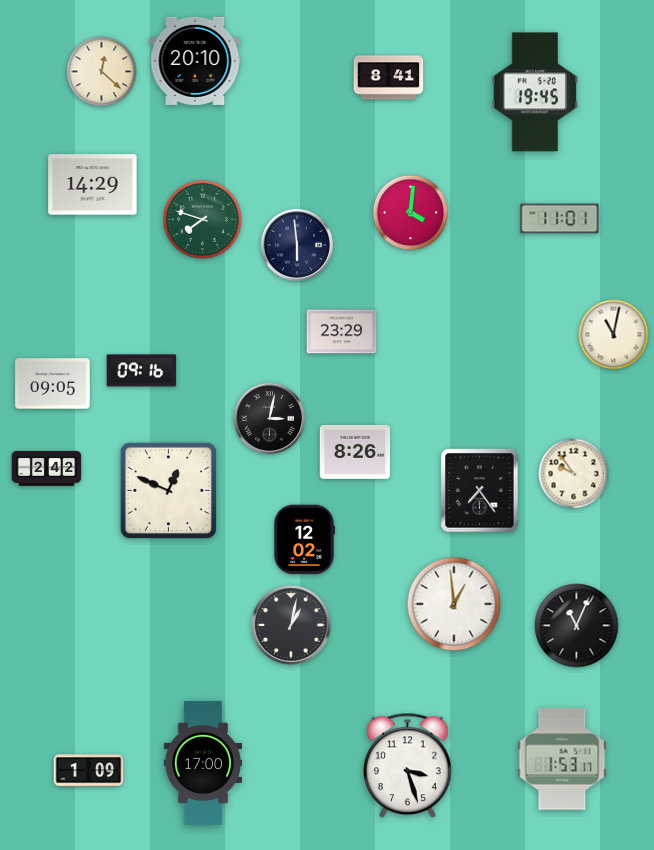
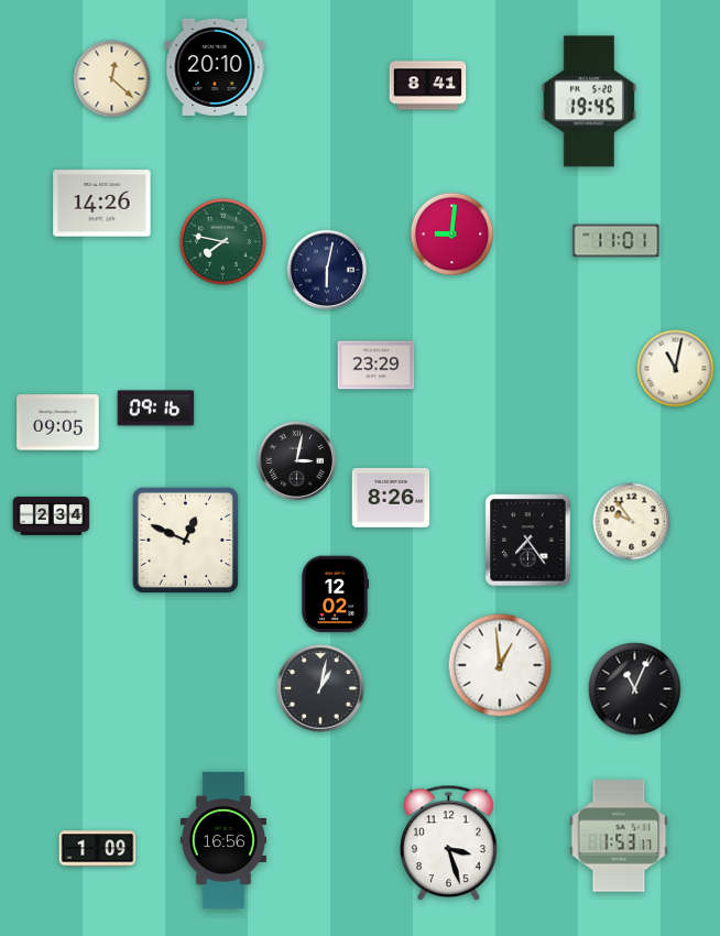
clock at (93, 185): 14:29 -> 14:26
clock at (411, 213): 4:01 -> 9:01
clock at (202, 219): 7:48 -> 7:47
clock at (297, 245): 5:59 -> 6:02
clock at (47, 469): 2:42 -> 2:34
clock at (203, 763): 17:00 -> 16:56
